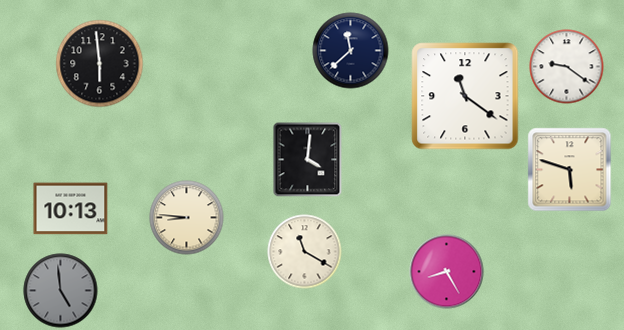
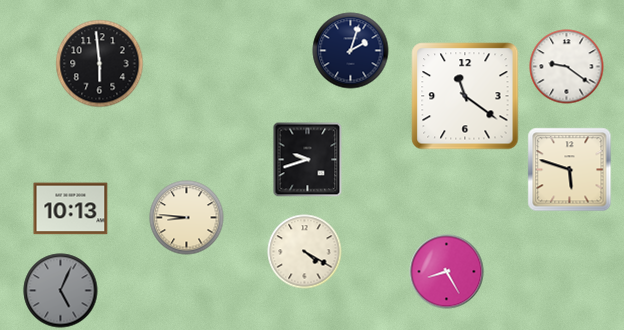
clock at (351, 51): 11:38 -> 2:03
clock at (308, 160): 4:01 -> 9:42
clock at (305, 252): 11:20 -> 4:20
clock at (61, 291): 4:59 -> 5:04
